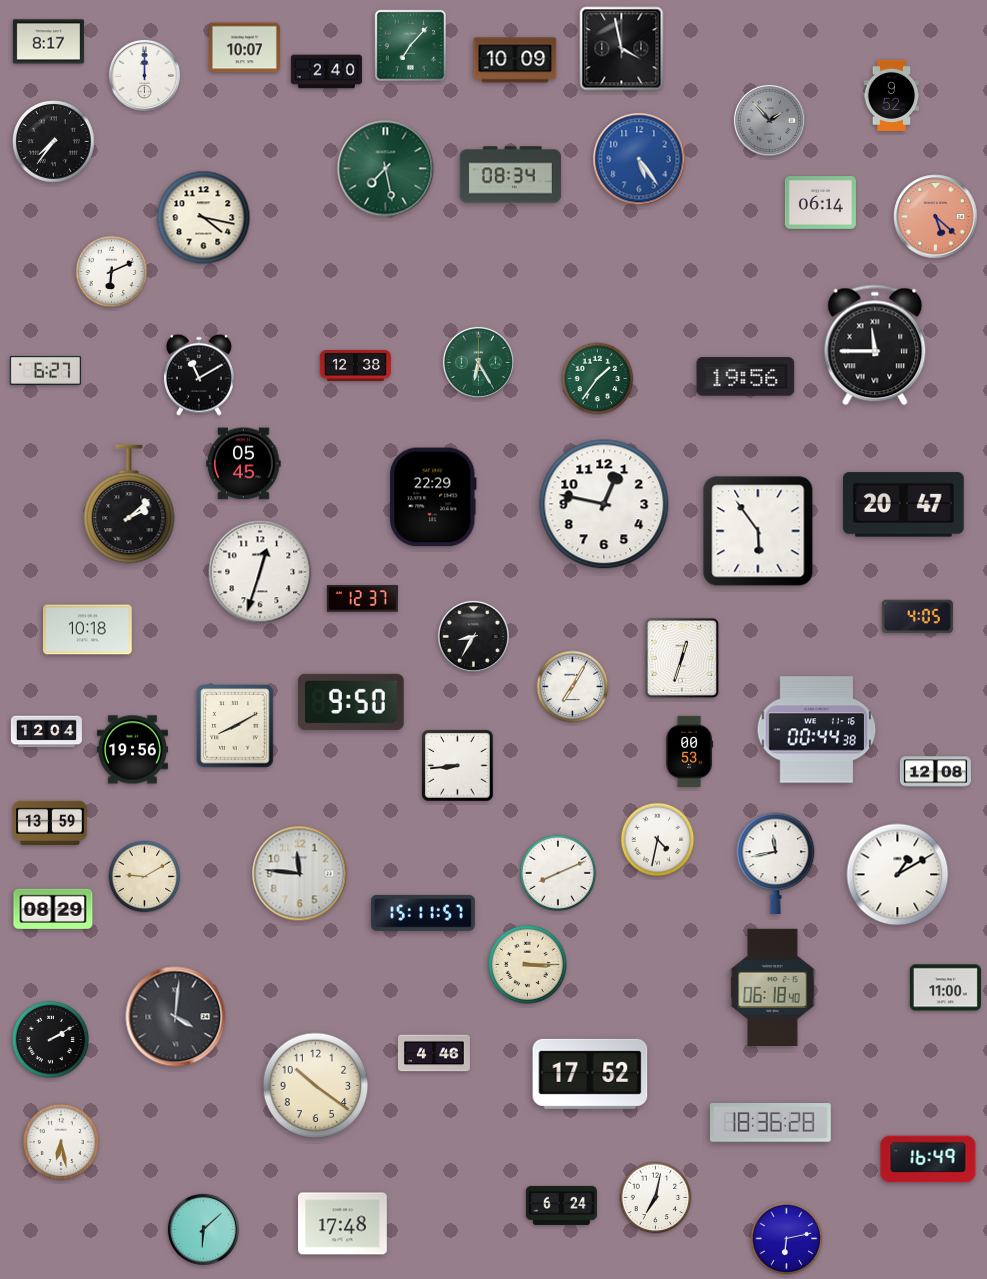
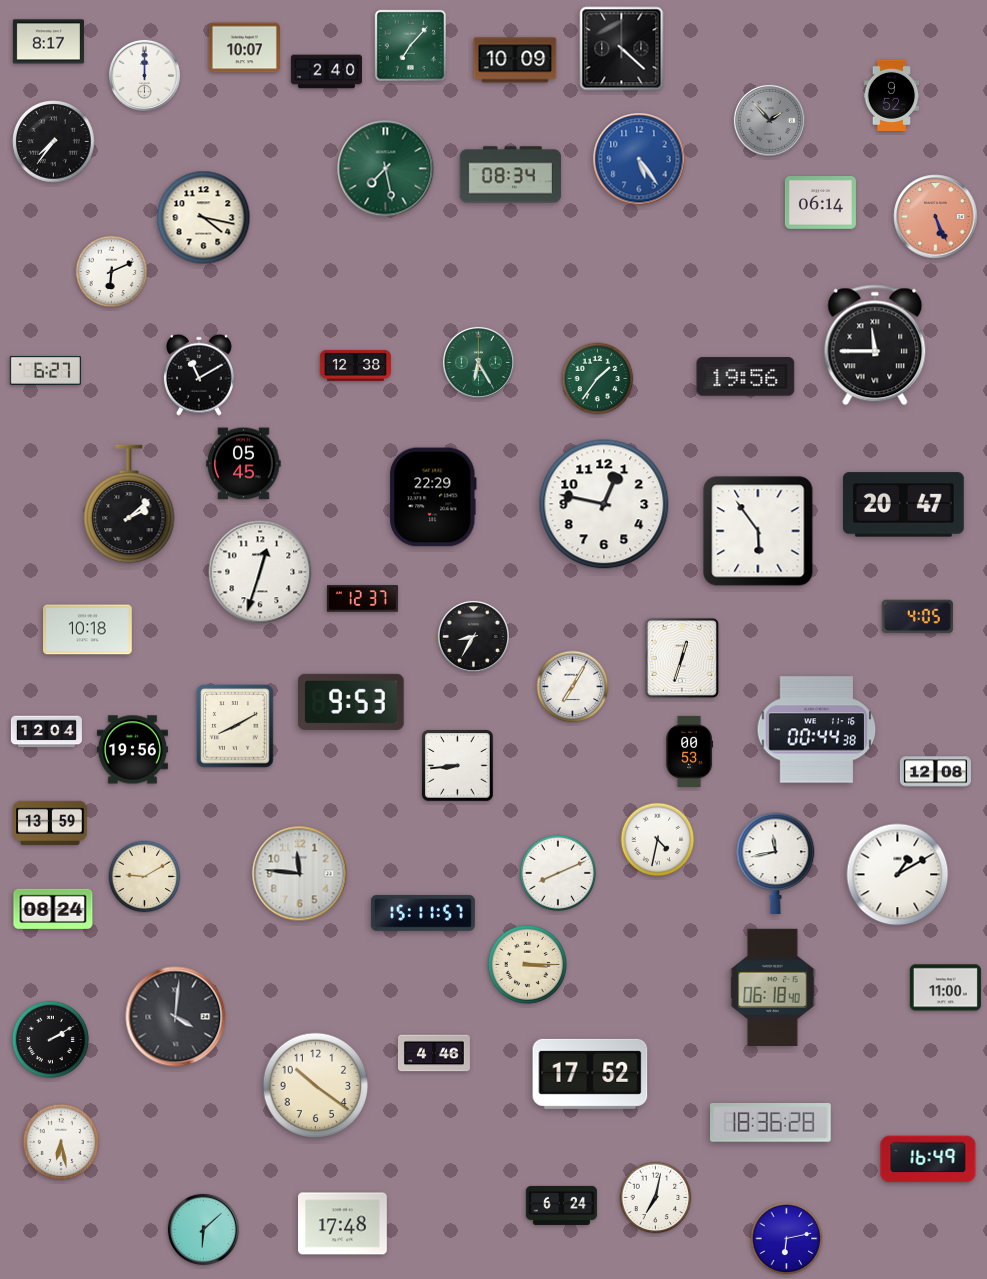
clock at (622, 49): 3:58 -> 4:22
clock at (936, 217): 5:22 -> 5:26
clock at (351, 702): 9:50 -> 9:53
clock at (53, 908): 08:29 -> 08:24
